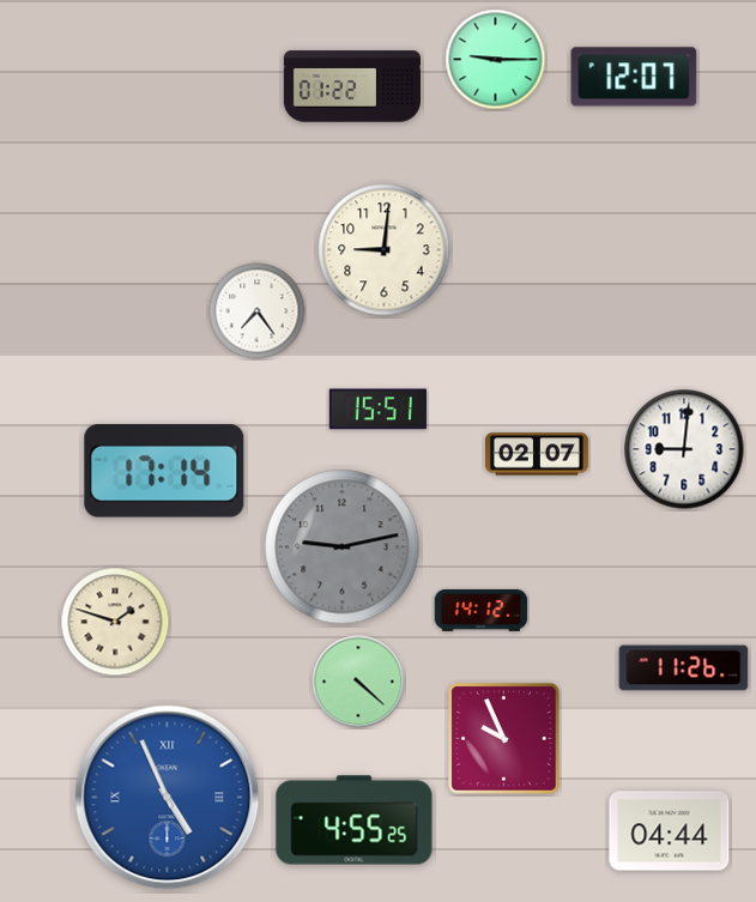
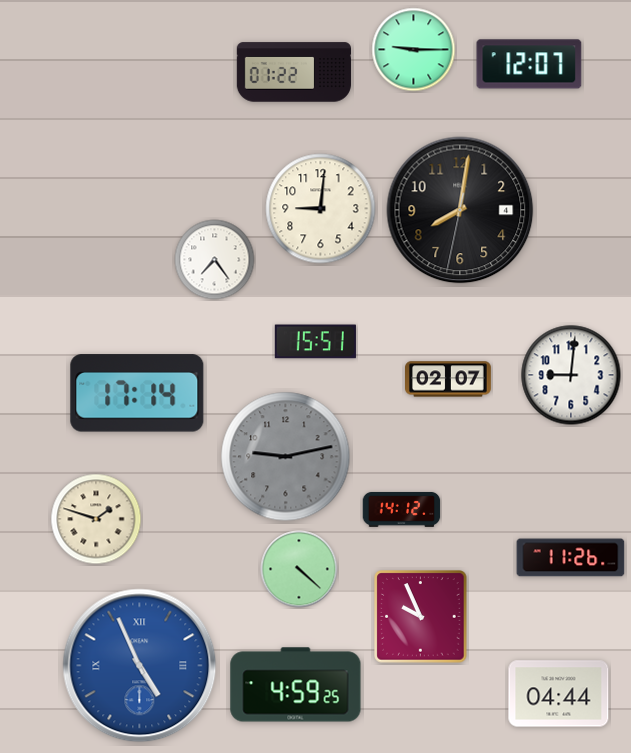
clock at (460, 210): none -> 8:01
clock at (355, 821): 4:55 -> 4:59
